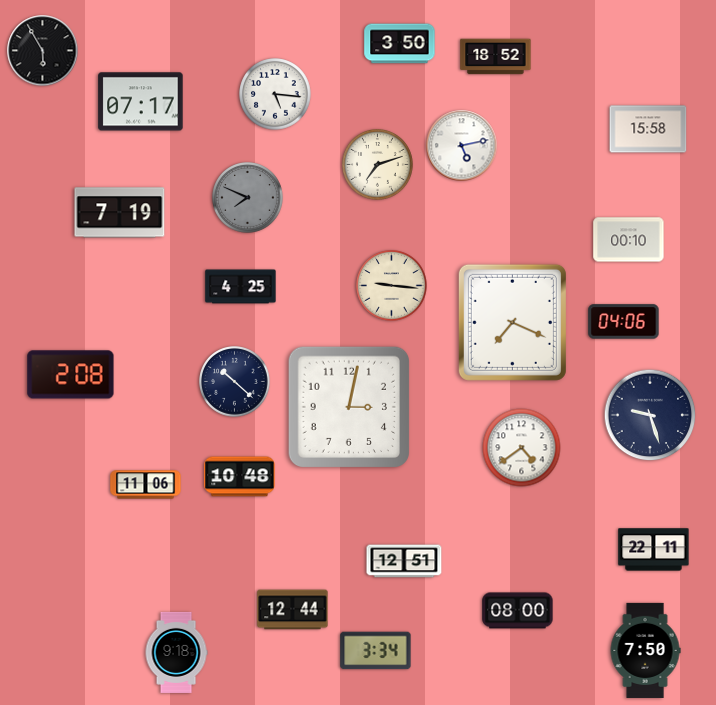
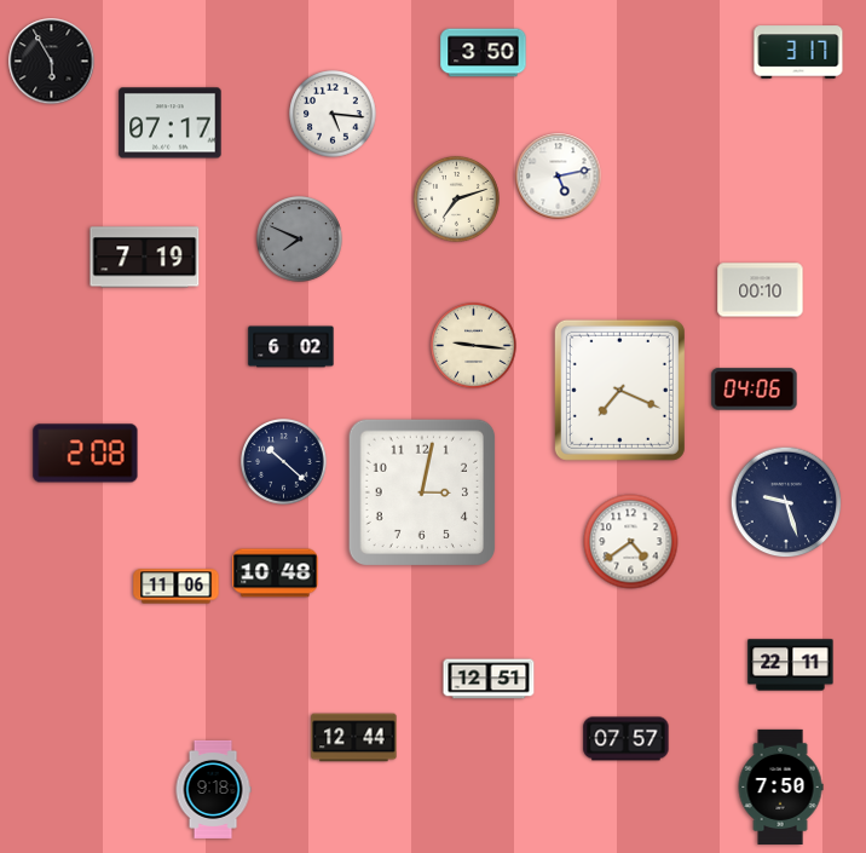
clock at (798, 52): none -> 3:17
clock at (496, 57): 18:52 -> none
clock at (648, 129): 15:58 -> none
clock at (241, 287): 4:25 -> 6:02
clock at (240, 477) position: (240, 477) -> (276, 574)
clock at (518, 611): 08:00 -> 07:57
clock at (376, 651): 3:34 -> none
